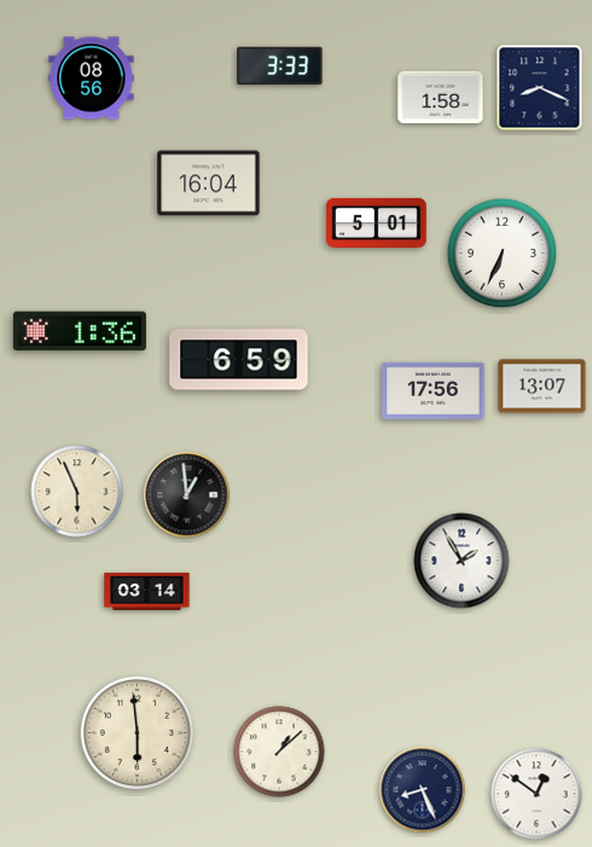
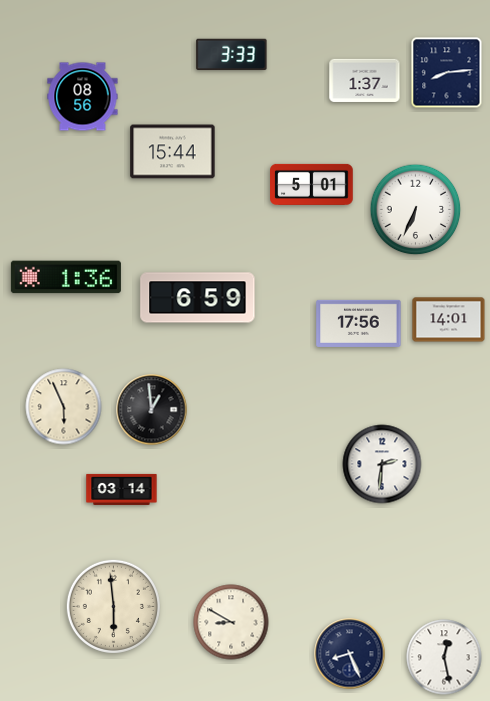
clock at (92, 79) position: (92, 79) -> (83, 97)
clock at (540, 88): 8:19 -> 8:14
clock at (441, 97): 1:58 -> 1:37
clock at (209, 184): 16:04 -> 15:44
clock at (80, 331) position: (80, 331) -> (66, 277)
clock at (542, 387): 13:07 -> 14:01
clock at (187, 495) position: (187, 495) -> (152, 410)
clock at (462, 561): 1:55 -> 2:31
clock at (279, 752): 1:08 -> 8:50
clock at (536, 794): 12:51 -> 12:28
